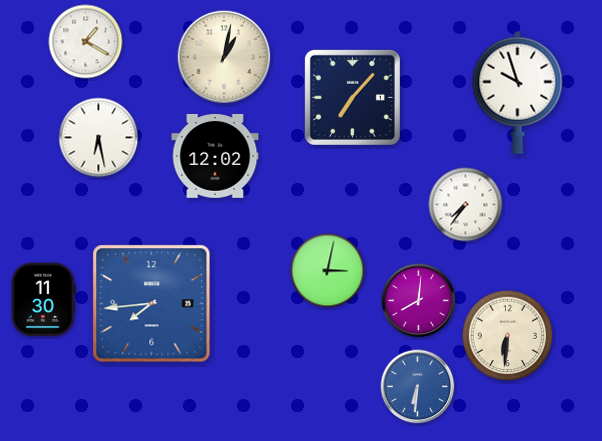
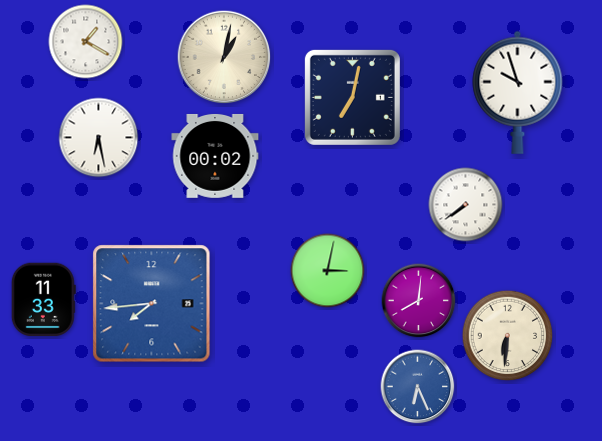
clock at (352, 97): 7:07 -> 7:02
clock at (215, 156): 12:02 -> 00:02
clock at (466, 205): 7:36 -> 7:39
clock at (43, 300): 11:30 -> 11:33
clock at (418, 387): 6:31 -> 6:26
